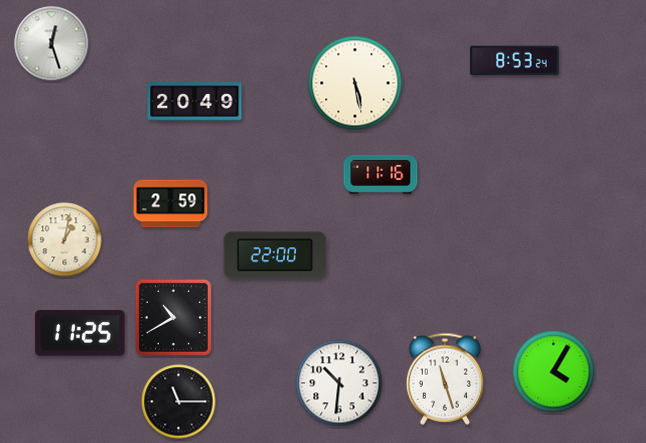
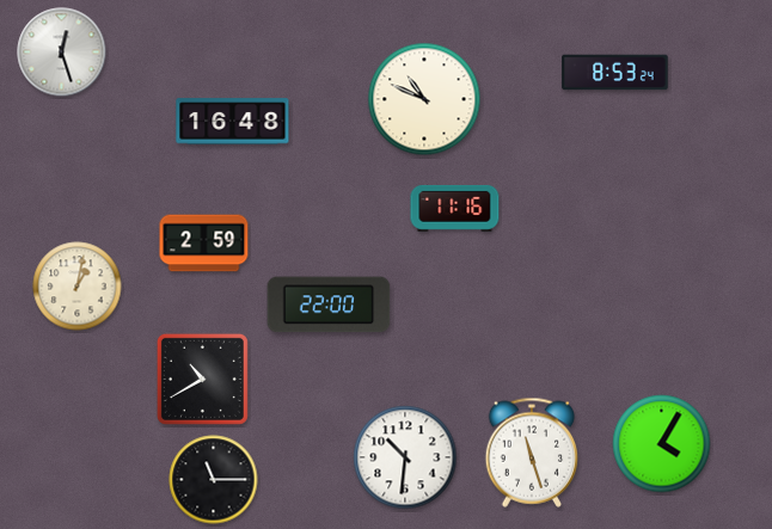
clock at (355, 83): 5:28 -> 10:49
clock at (195, 102): 20:49 -> 16:48
clock at (173, 317) position: (173, 317) -> (202, 379)
clock at (80, 333): 11:25 -> none
